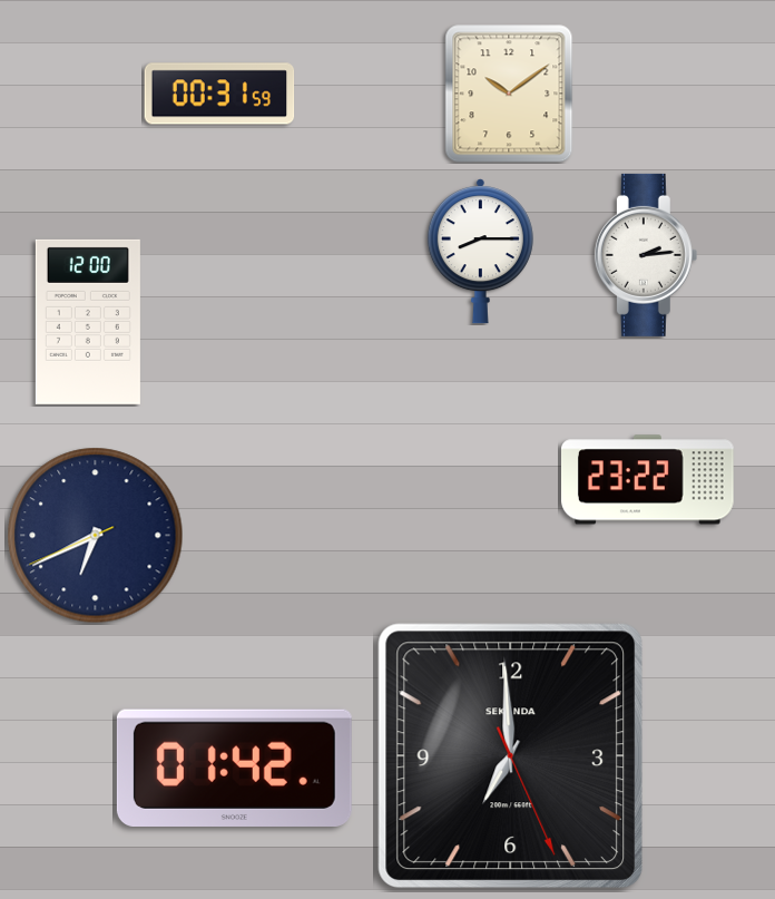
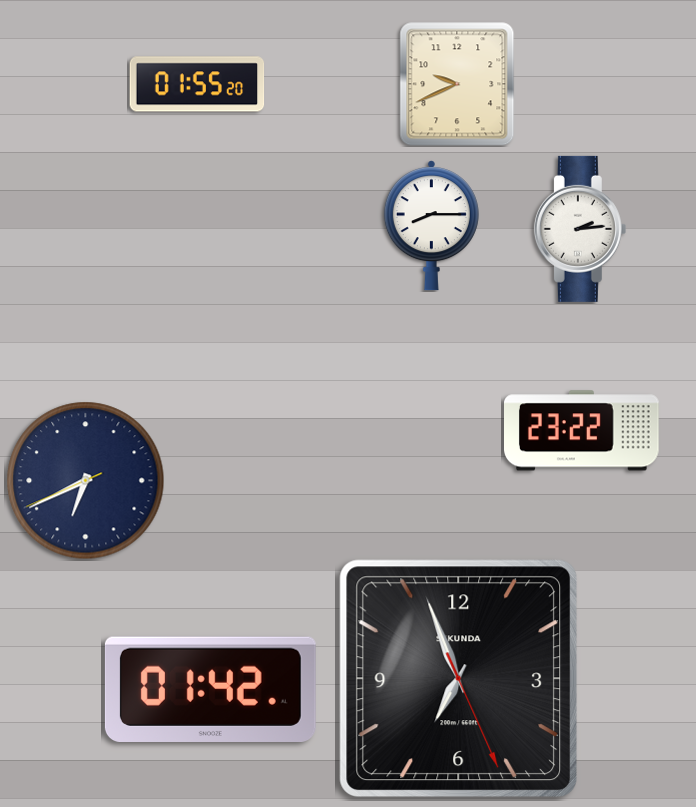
clock at (219, 94): 00:31 -> 01:55
clock at (509, 94): 10:09 -> 9:41
clock at (88, 322): 12:00 -> none
clock at (511, 756): 6:59 -> 6:56
